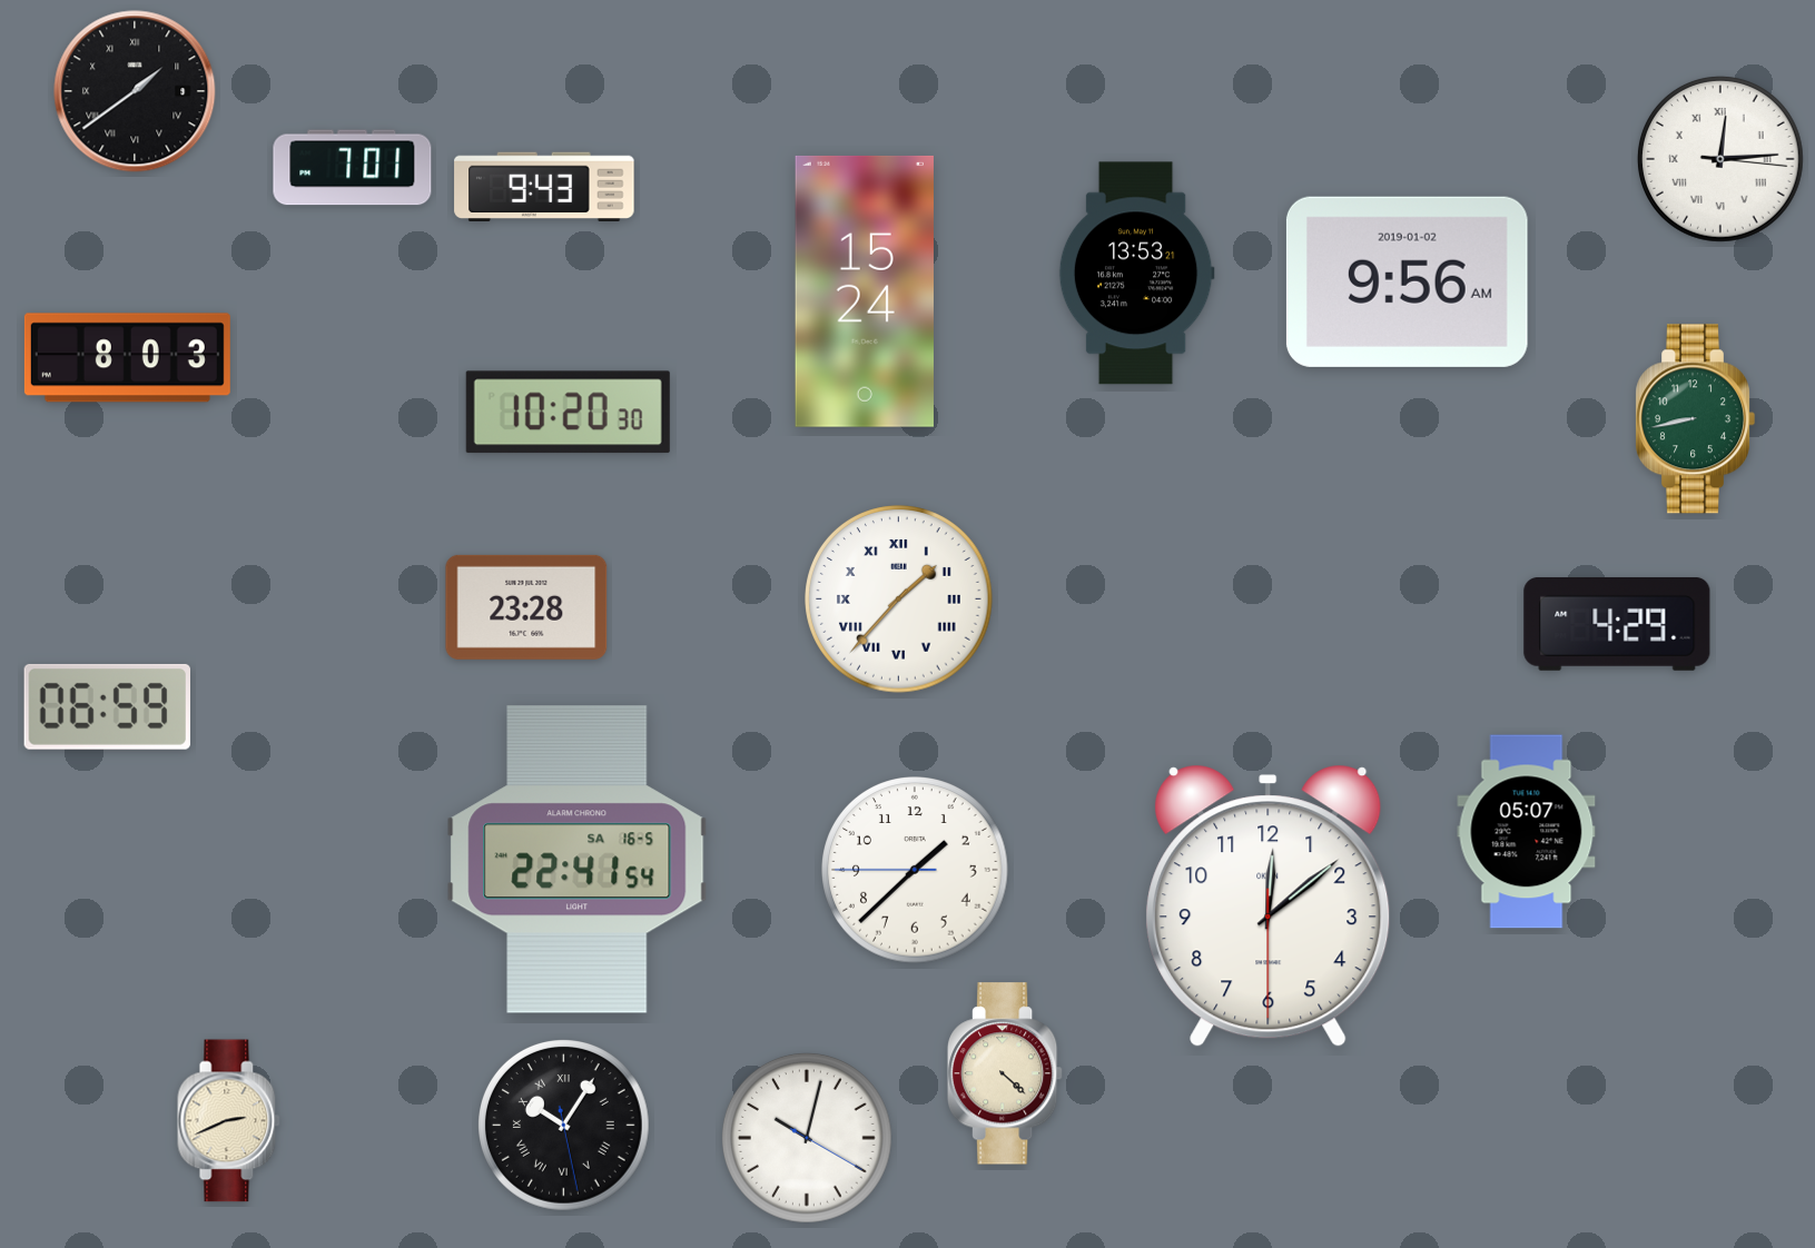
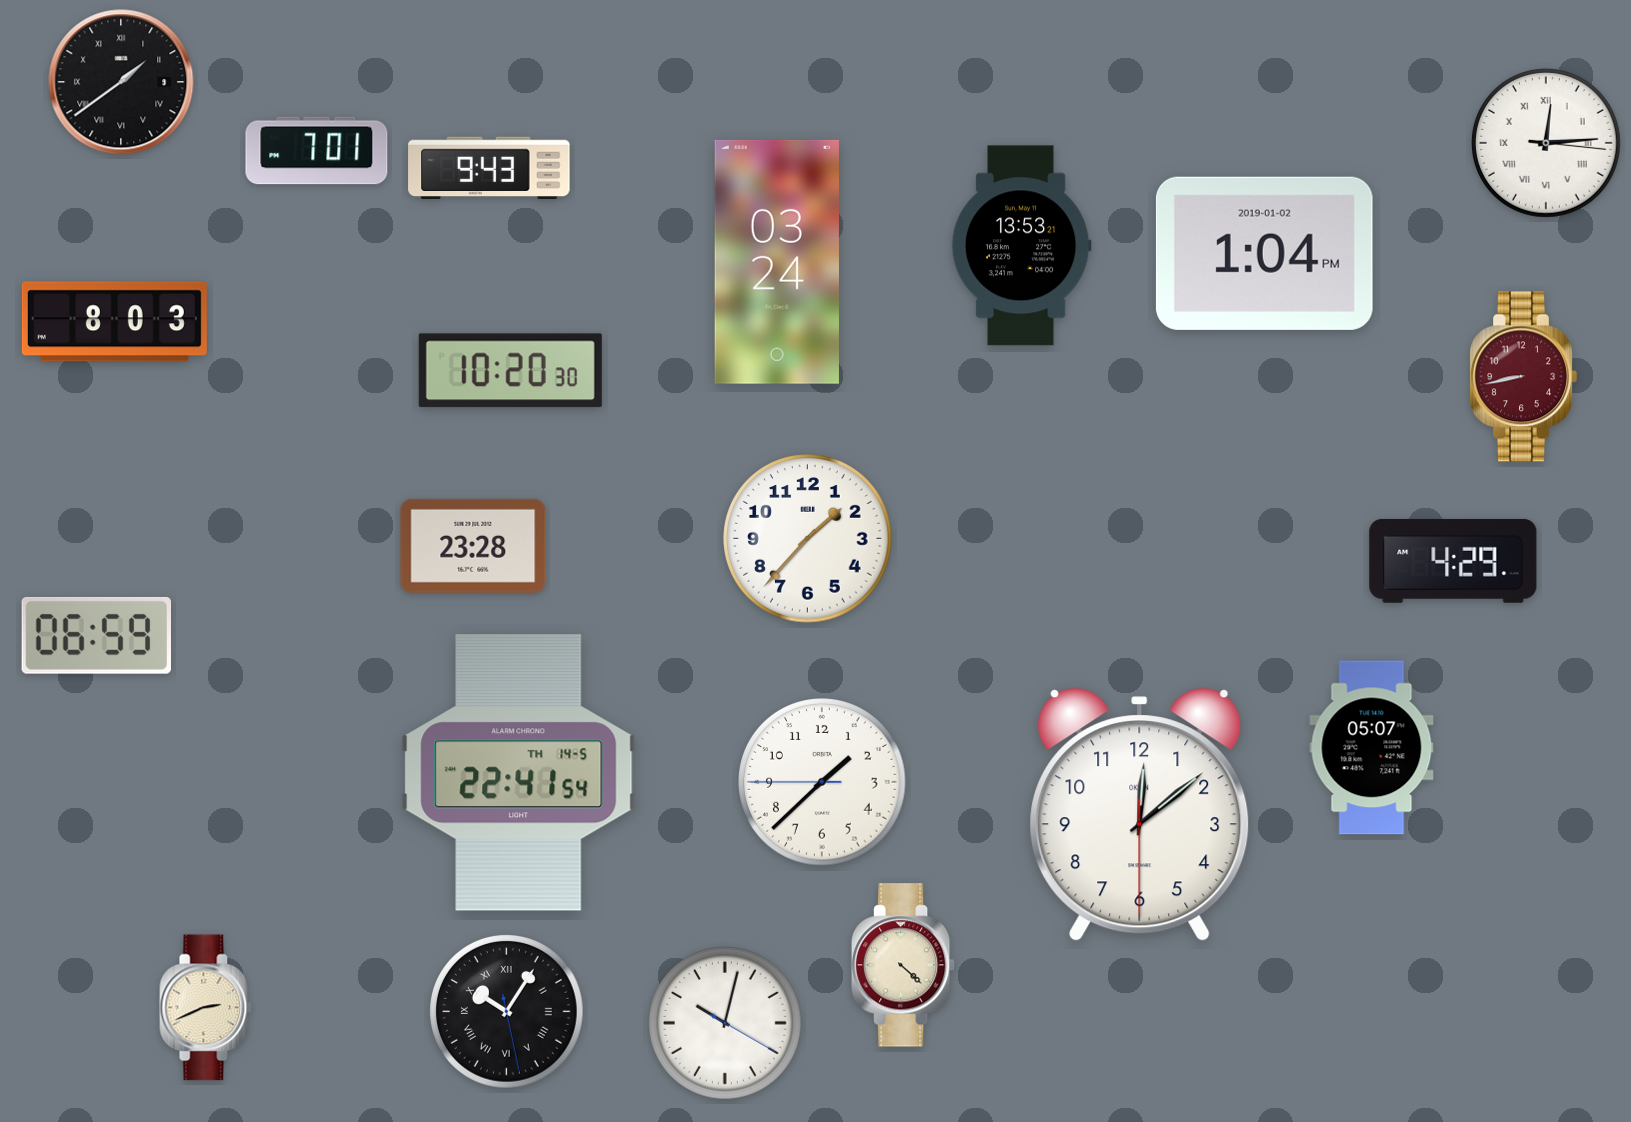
clock at (1407, 281): 9:56 -> 1:04
clock at (865, 291): 15:24 -> 03:24
clock at (1695, 419) dial: green -> burgundy
clock at (899, 600) numerals: Roman -> Arabic
clock at (578, 860) date: SA 16-5 -> TH 14-5
